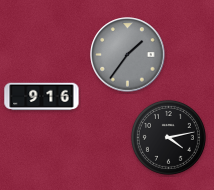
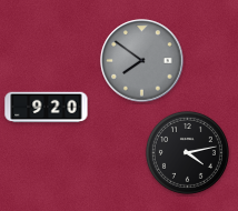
clock at (128, 55): 1:36 -> 7:51
clock at (42, 97): 9:16 -> 9:20
